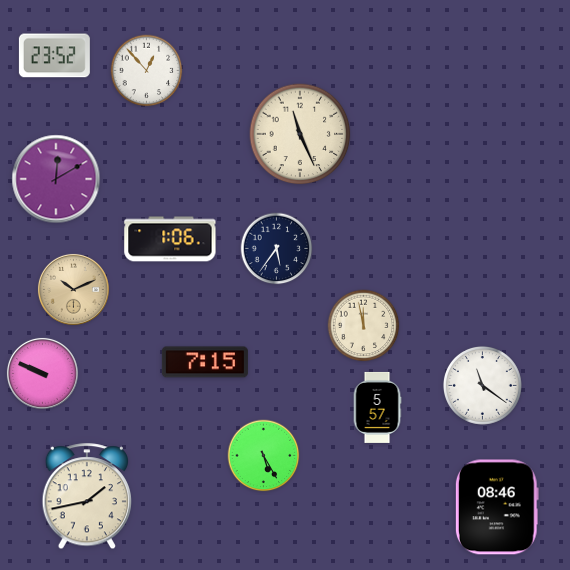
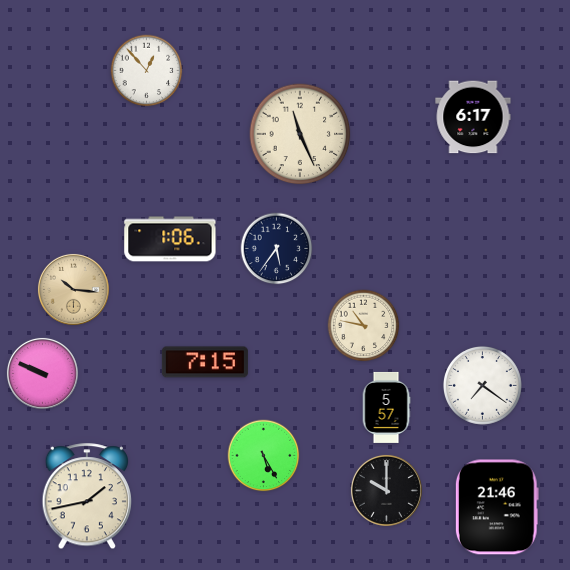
clock at (54, 56): 23:52 -> none
clock at (473, 117): none -> 6:17
clock at (56, 179): 12:10 -> none
clock at (73, 289): 10:11 -> 10:16
clock at (364, 326): 11:58 -> 10:47
clock at (482, 385): 11:21 -> 7:21
clock at (377, 407) position: (377, 407) -> (386, 407)
clock at (386, 490): none -> 10:00
clock at (497, 507): 08:46 -> 21:46
